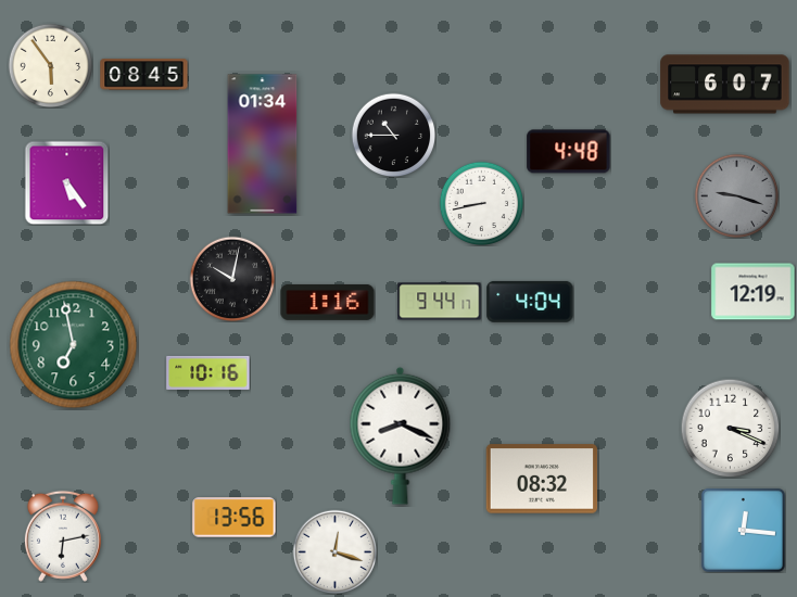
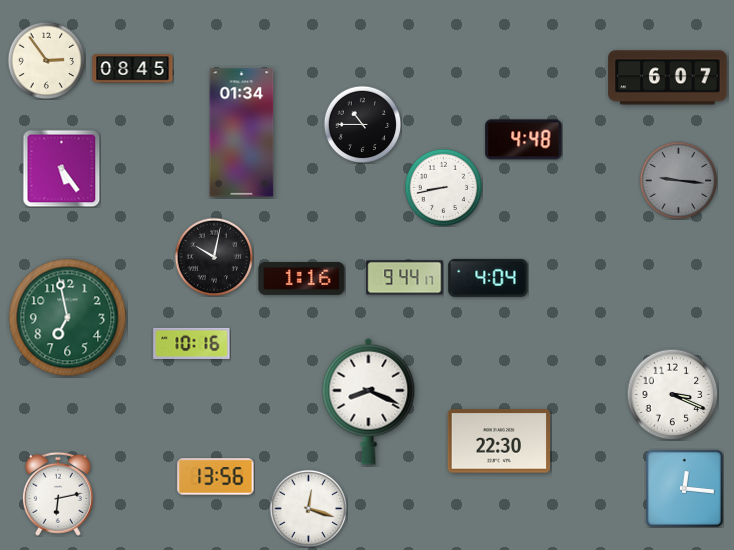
clock at (50, 65): 5:54 -> 2:54
clock at (736, 195): 9:18 -> 9:16
clock at (754, 292): 12:19 -> none
clock at (542, 479): 08:32 -> 22:30
